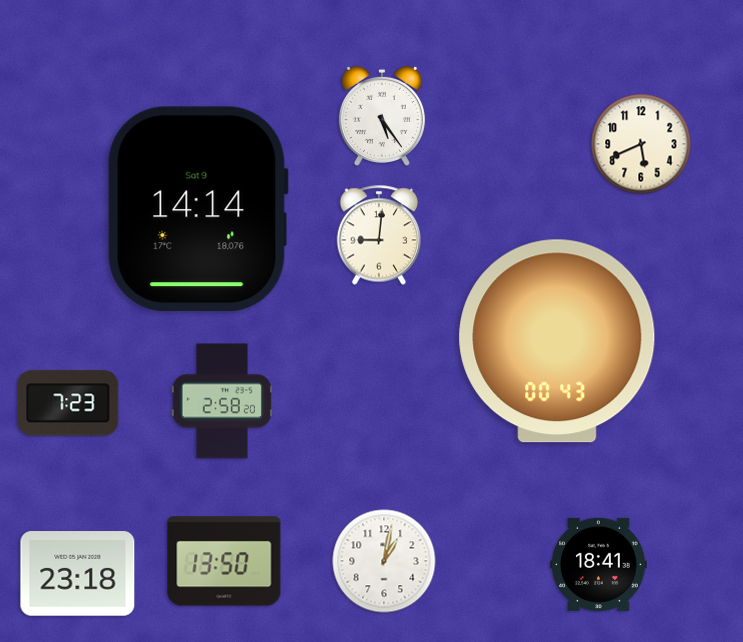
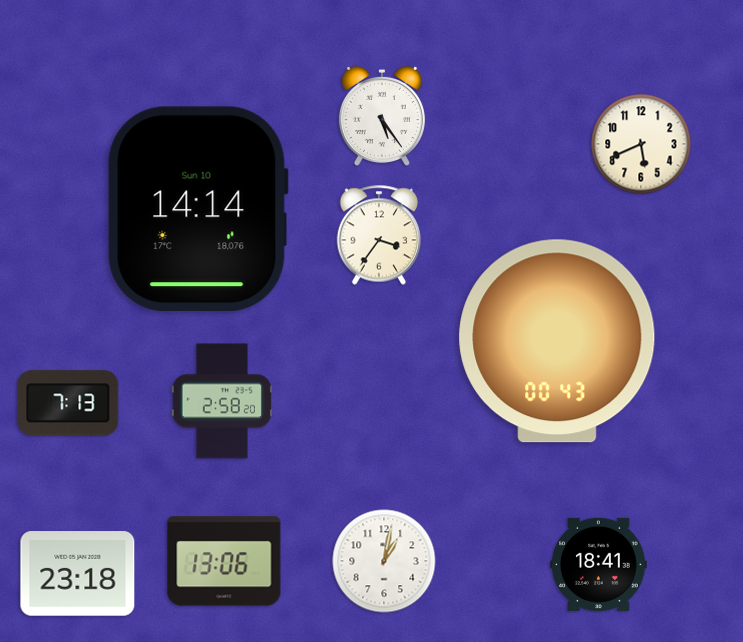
clock at (198, 209) date: Sat 9 -> Sun 10
clock at (378, 235): 9:01 -> 3:36
clock at (68, 403): 7:23 -> 7:13
clock at (224, 561): 13:50 -> 13:06
